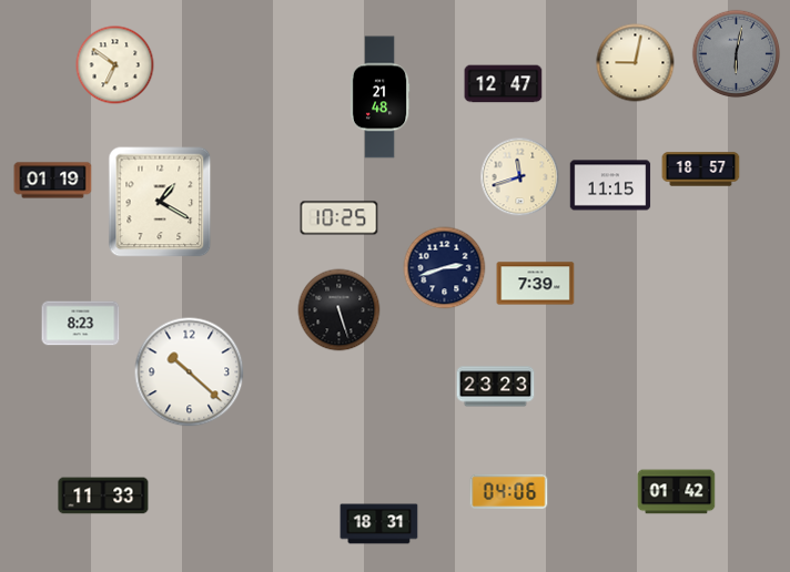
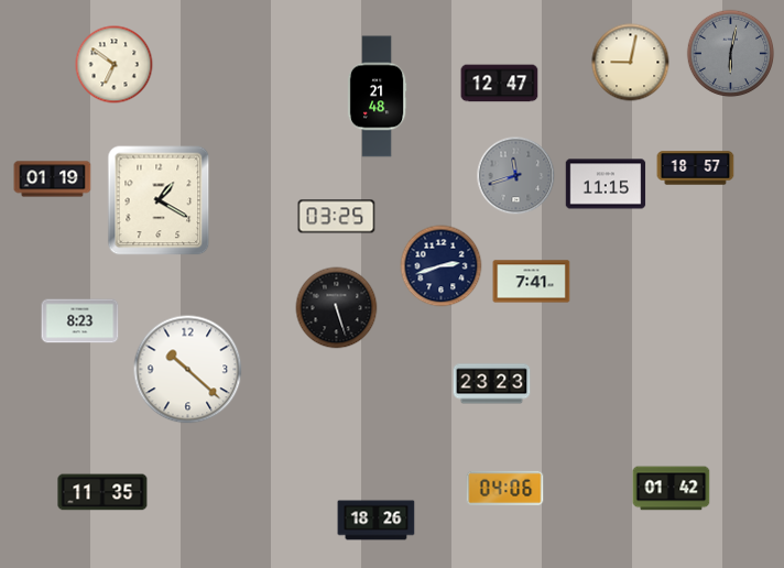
clock at (520, 177) dial: cream -> grey
clock at (340, 218): 10:25 -> 03:25
clock at (536, 284): 7:39 -> 7:41
clock at (103, 496): 11:33 -> 11:35
clock at (379, 524): 18:31 -> 18:26
